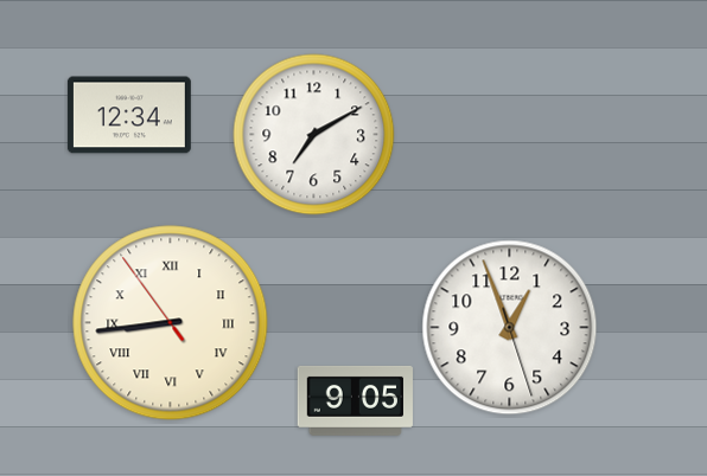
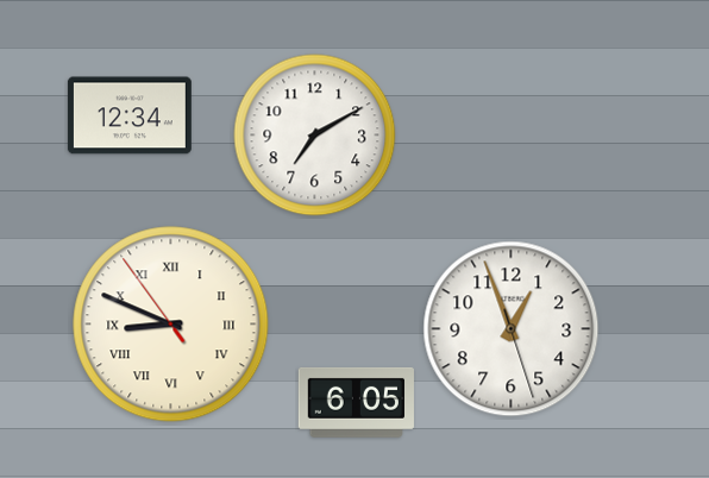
clock at (171, 323): 8:43 -> 8:48
clock at (355, 400): 9:05 -> 6:05
